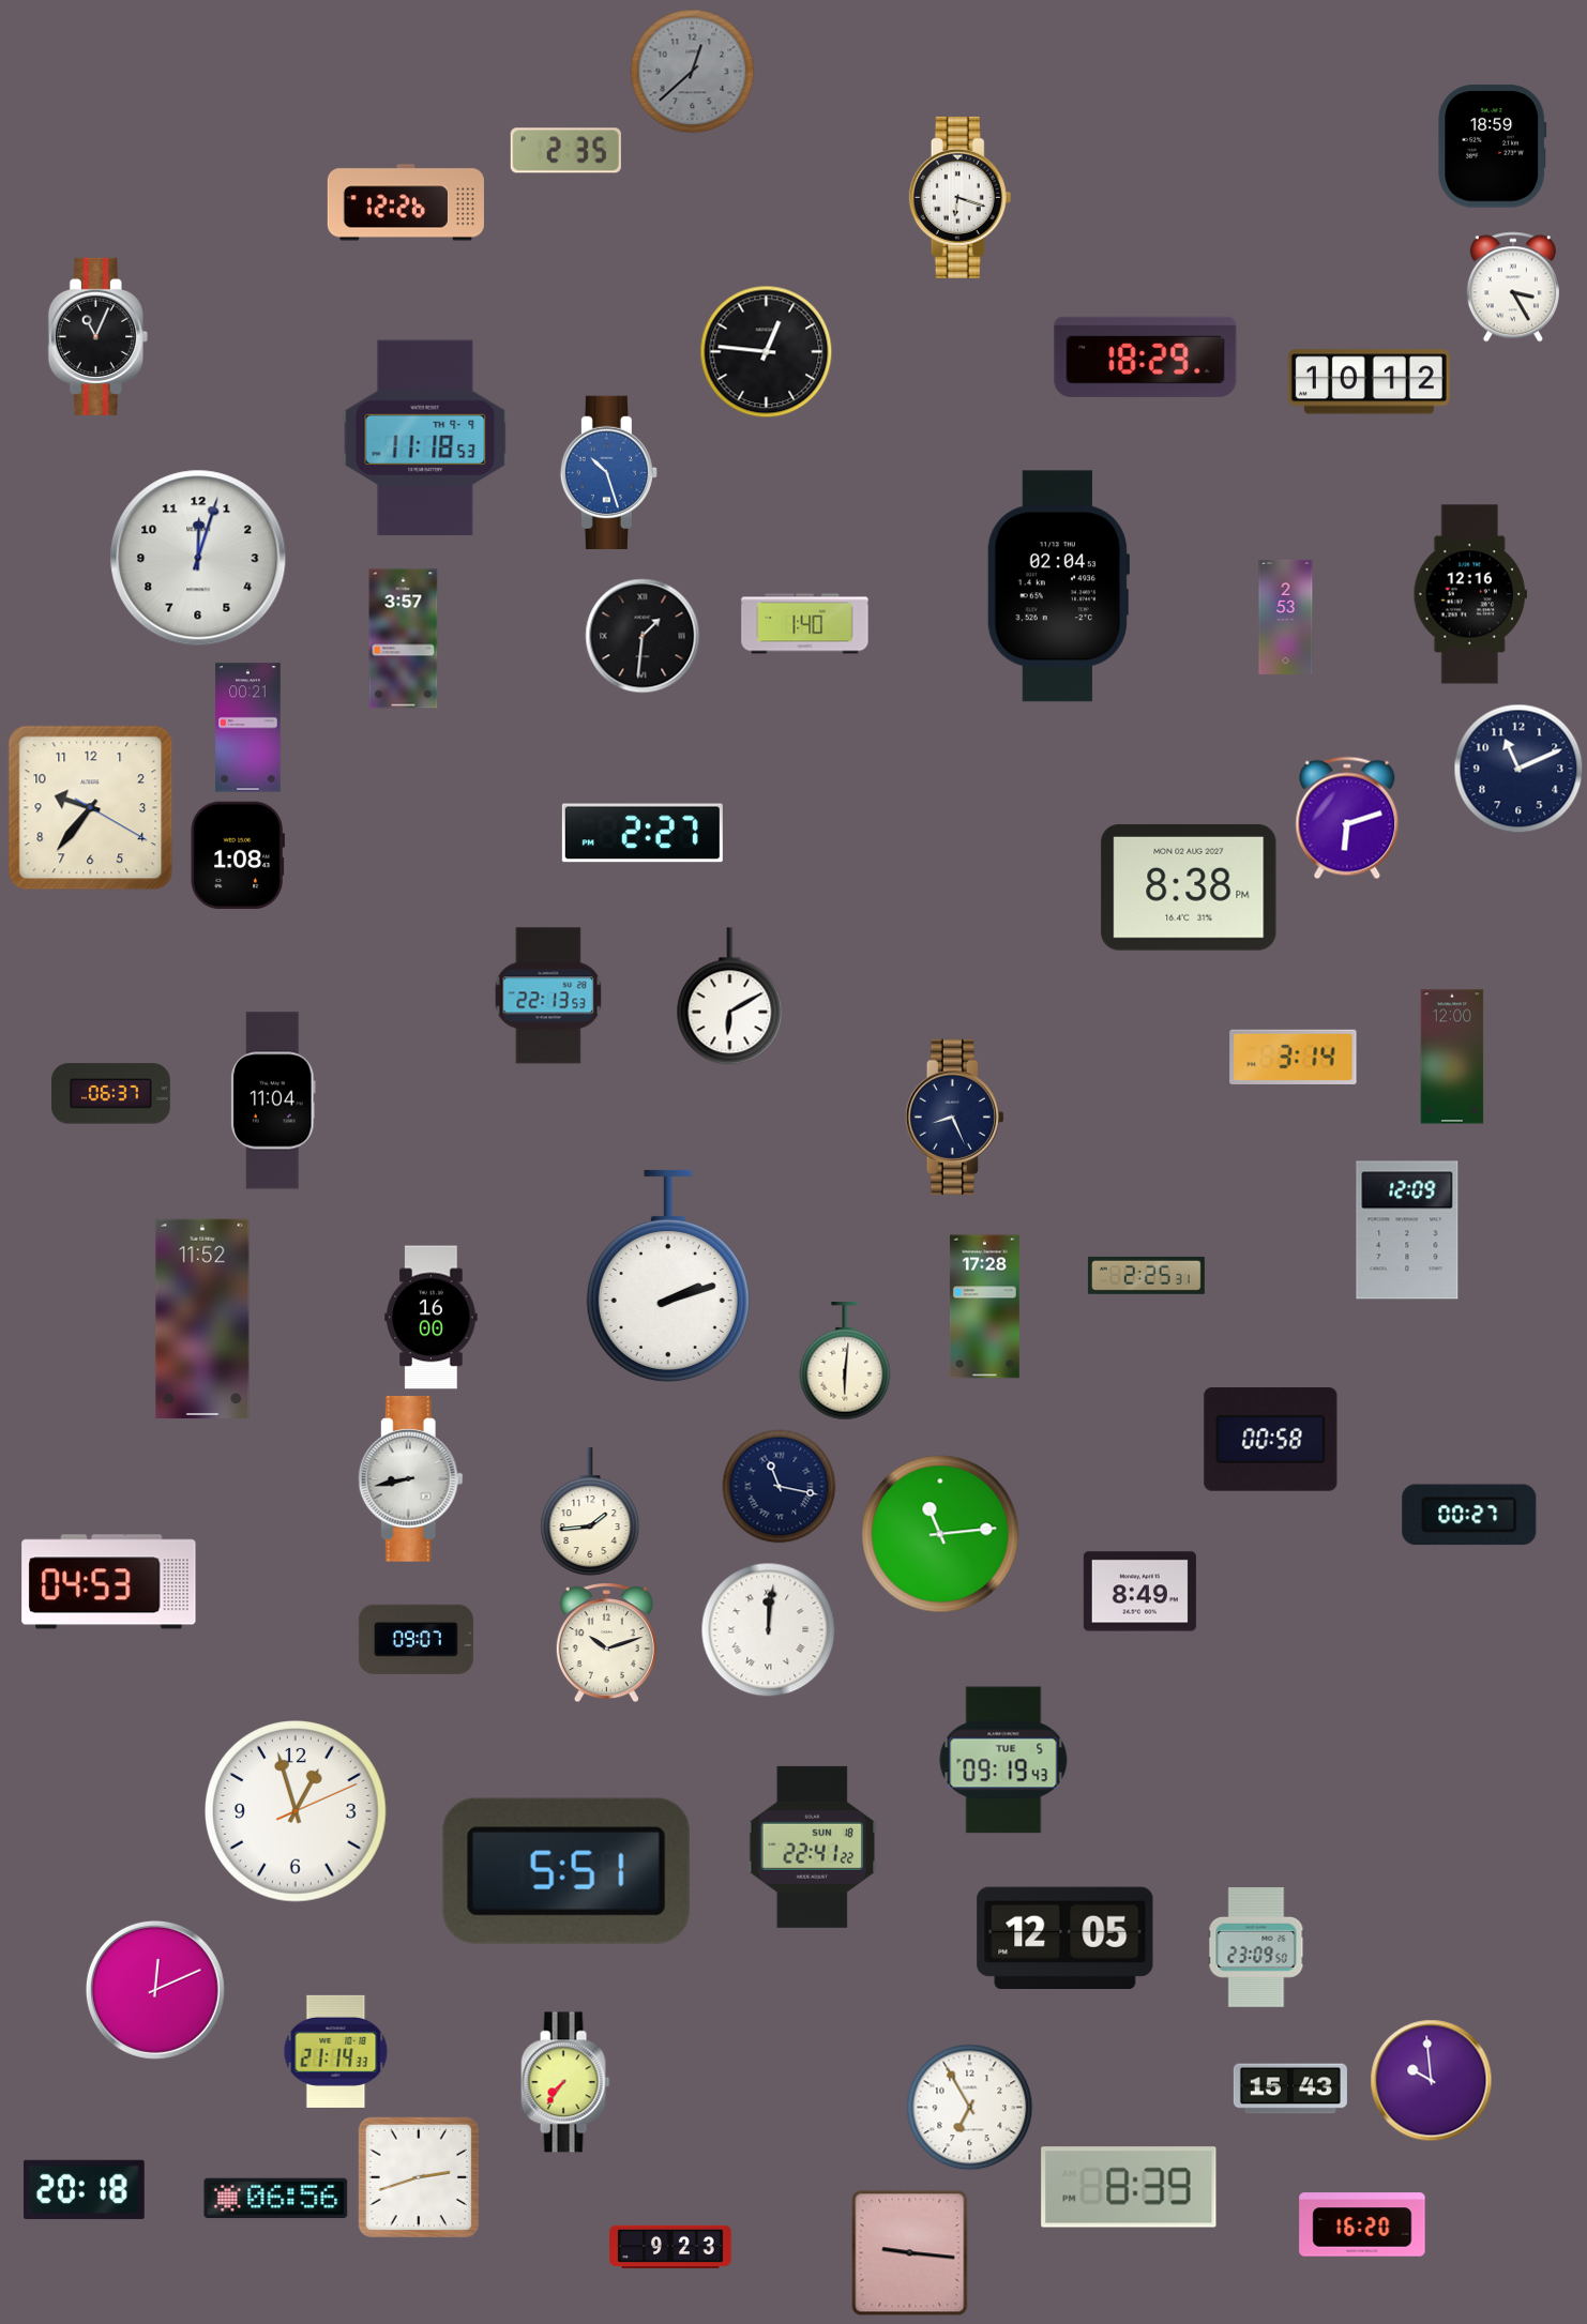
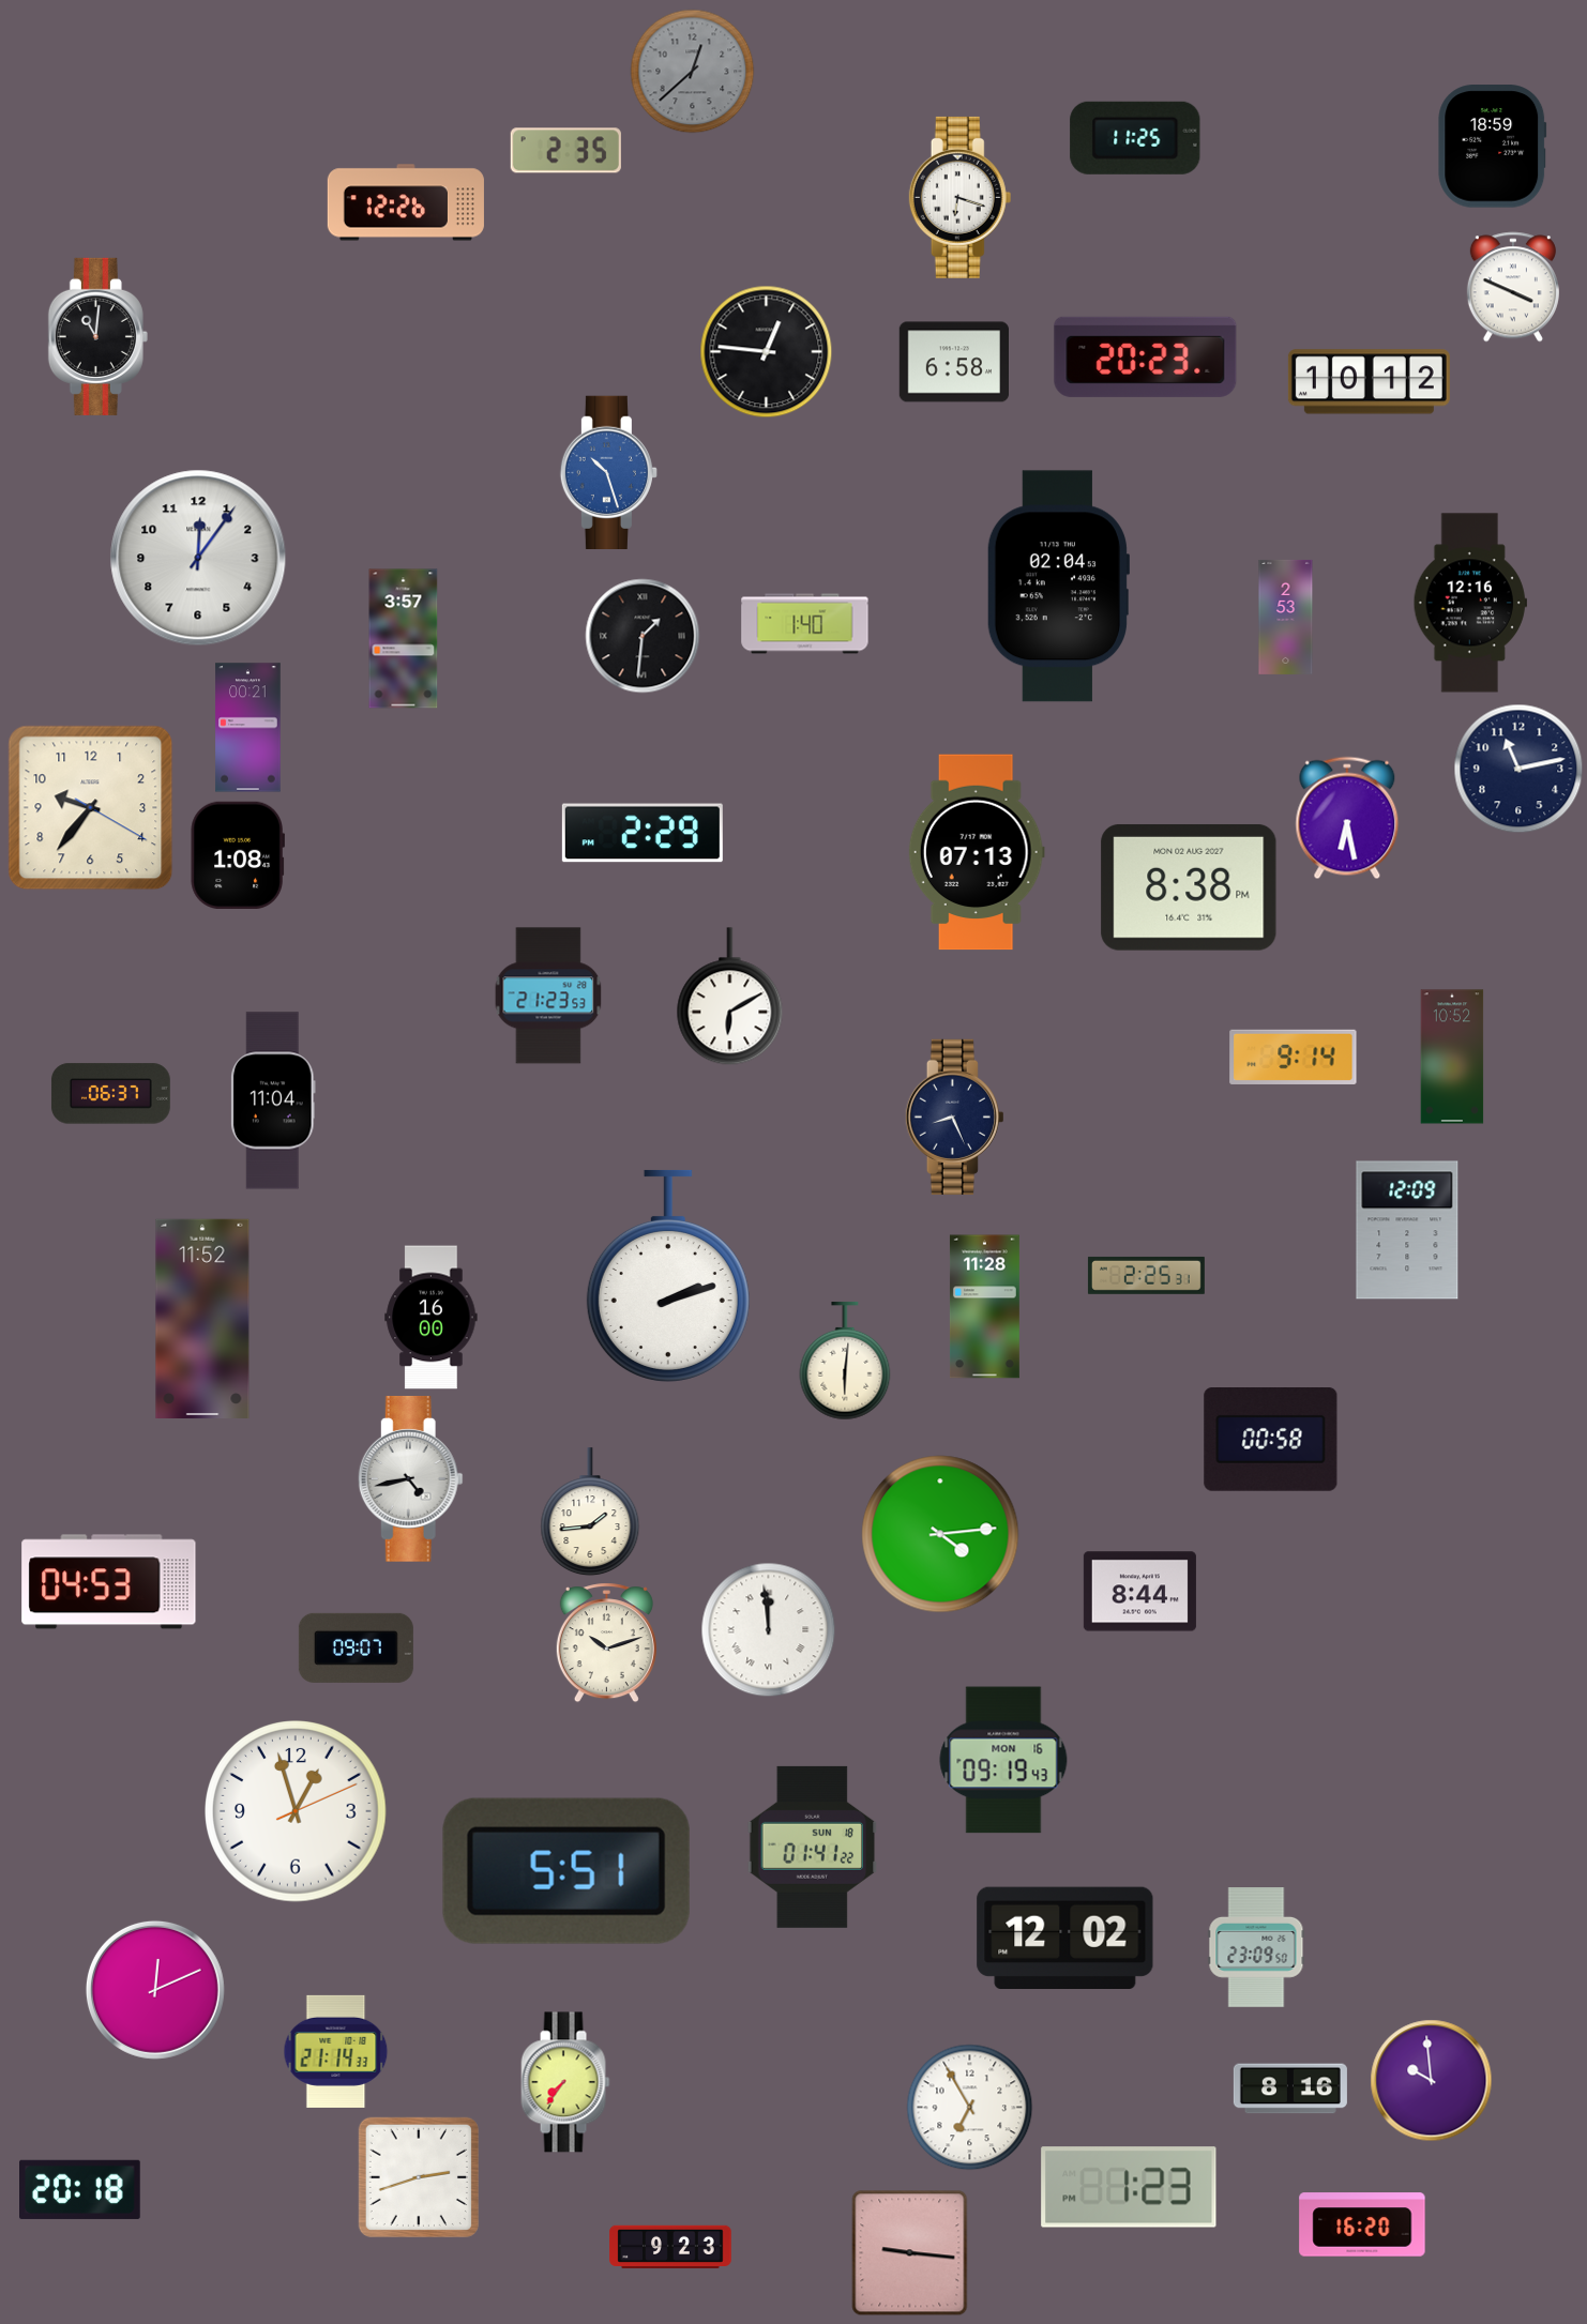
clock at (1135, 138): none -> 11:25
clock at (1513, 287): 3:25 -> 3:49
clock at (97, 336): 11:04 -> 11:01
clock at (1146, 356): 18:29 -> 20:23
clock at (953, 362): none -> 6:58
clock at (425, 438): 11:18 -> none
clock at (198, 558): 12:03 -> 12:06
clock at (1470, 594) position: (1470, 594) -> (1470, 603)
clock at (1518, 769): 11:11 -> 11:13
clock at (1347, 818): 6:12 -> 6:28
clock at (643, 833): 2:27 -> 2:29
clock at (977, 852): none -> 07:13
clock at (548, 996): 22:13 -> 21:23
clock at (1294, 1057): 3:14 -> 9:14
clock at (1452, 1057): 12:00 -> 10:52
clock at (984, 1307): 17:28 -> 11:28
clock at (410, 1478): 8:43 -> 4:43
clock at (780, 1487): 11:17 -> none
clock at (1469, 1515): 00:27 -> none
clock at (940, 1534): 11:14 -> 4:14
clock at (1139, 1592): 8:49 -> 8:44
clock at (769, 1630): 12:01 -> 11:59
clock at (415, 1639) position: (415, 1639) -> (356, 1647)
clock at (1003, 1760) date: TUE 5 -> MON 16
clock at (813, 1847): 22:41 -> 01:41
clock at (1065, 1938): 12:05 -> 12:02
clock at (1290, 2088): 15:43 -> 8:16
clock at (1129, 2187): 8:39 -> 1:23
clock at (85, 2189) position: (85, 2189) -> (80, 2189)
clock at (276, 2199): 06:56 -> none
